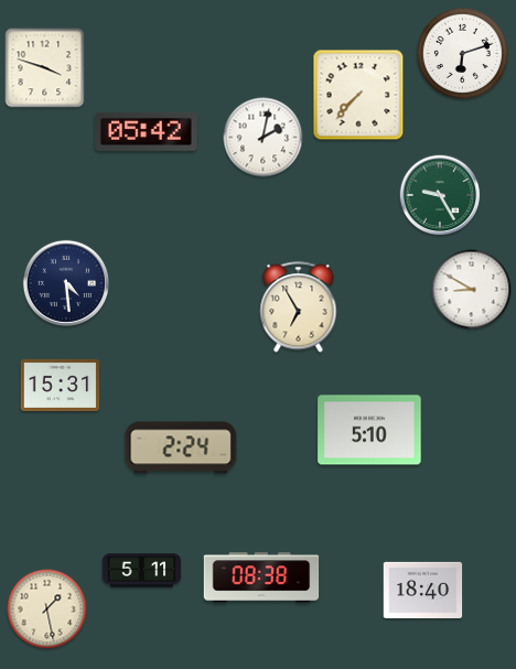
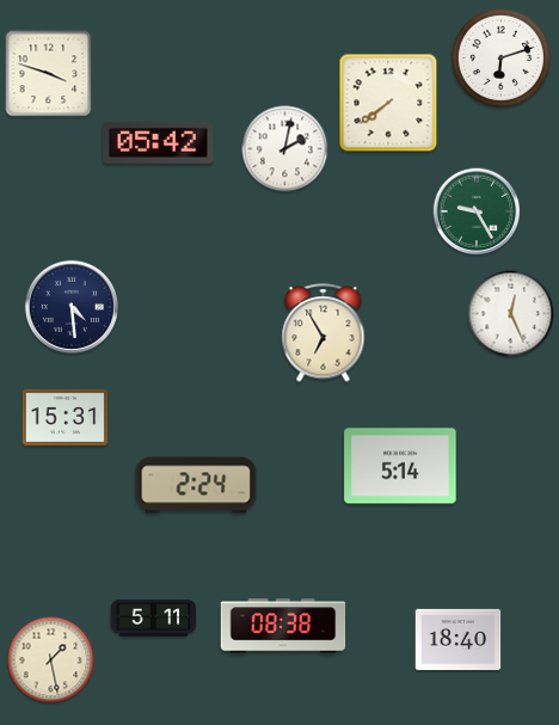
clock at (358, 95): 7:37 -> 7:39
clock at (472, 290): 8:50 -> 12:26
clock at (369, 430): 5:10 -> 5:14
